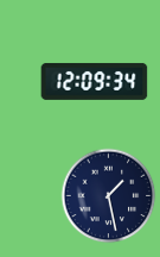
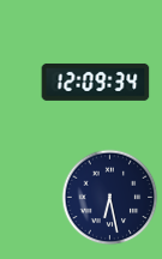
clock at (109, 196): 1:28 -> 6:28
